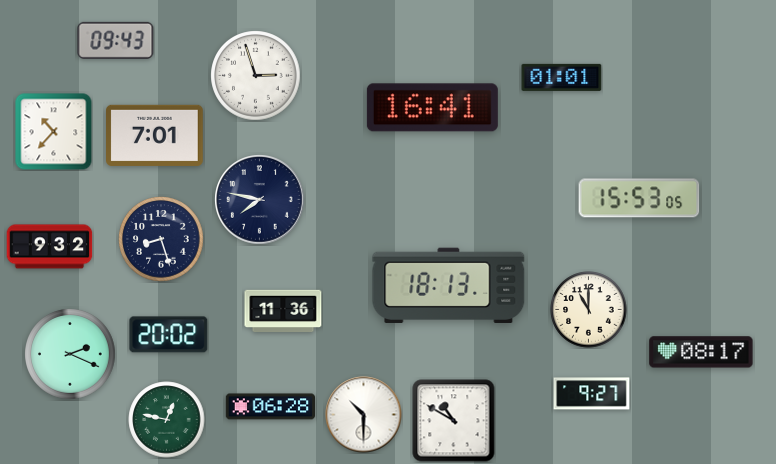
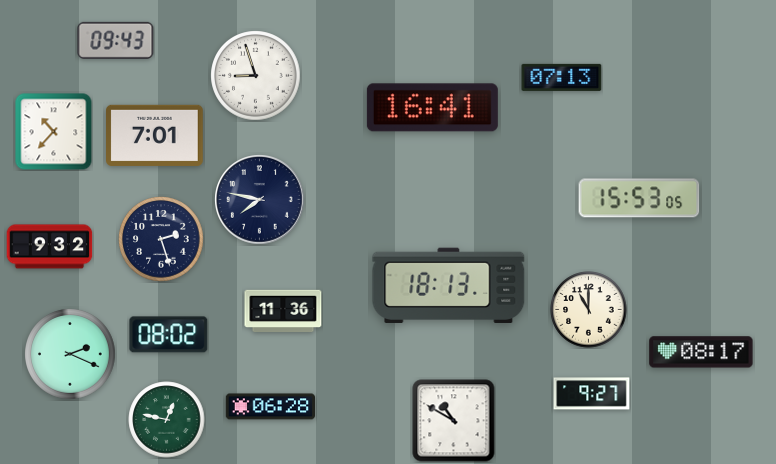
clock at (256, 76): 2:57 -> 8:57
clock at (562, 77): 01:01 -> 07:13
clock at (161, 239): 8:27 -> 2:27
clock at (169, 335): 20:02 -> 08:02
clock at (364, 415): 10:30 -> none
